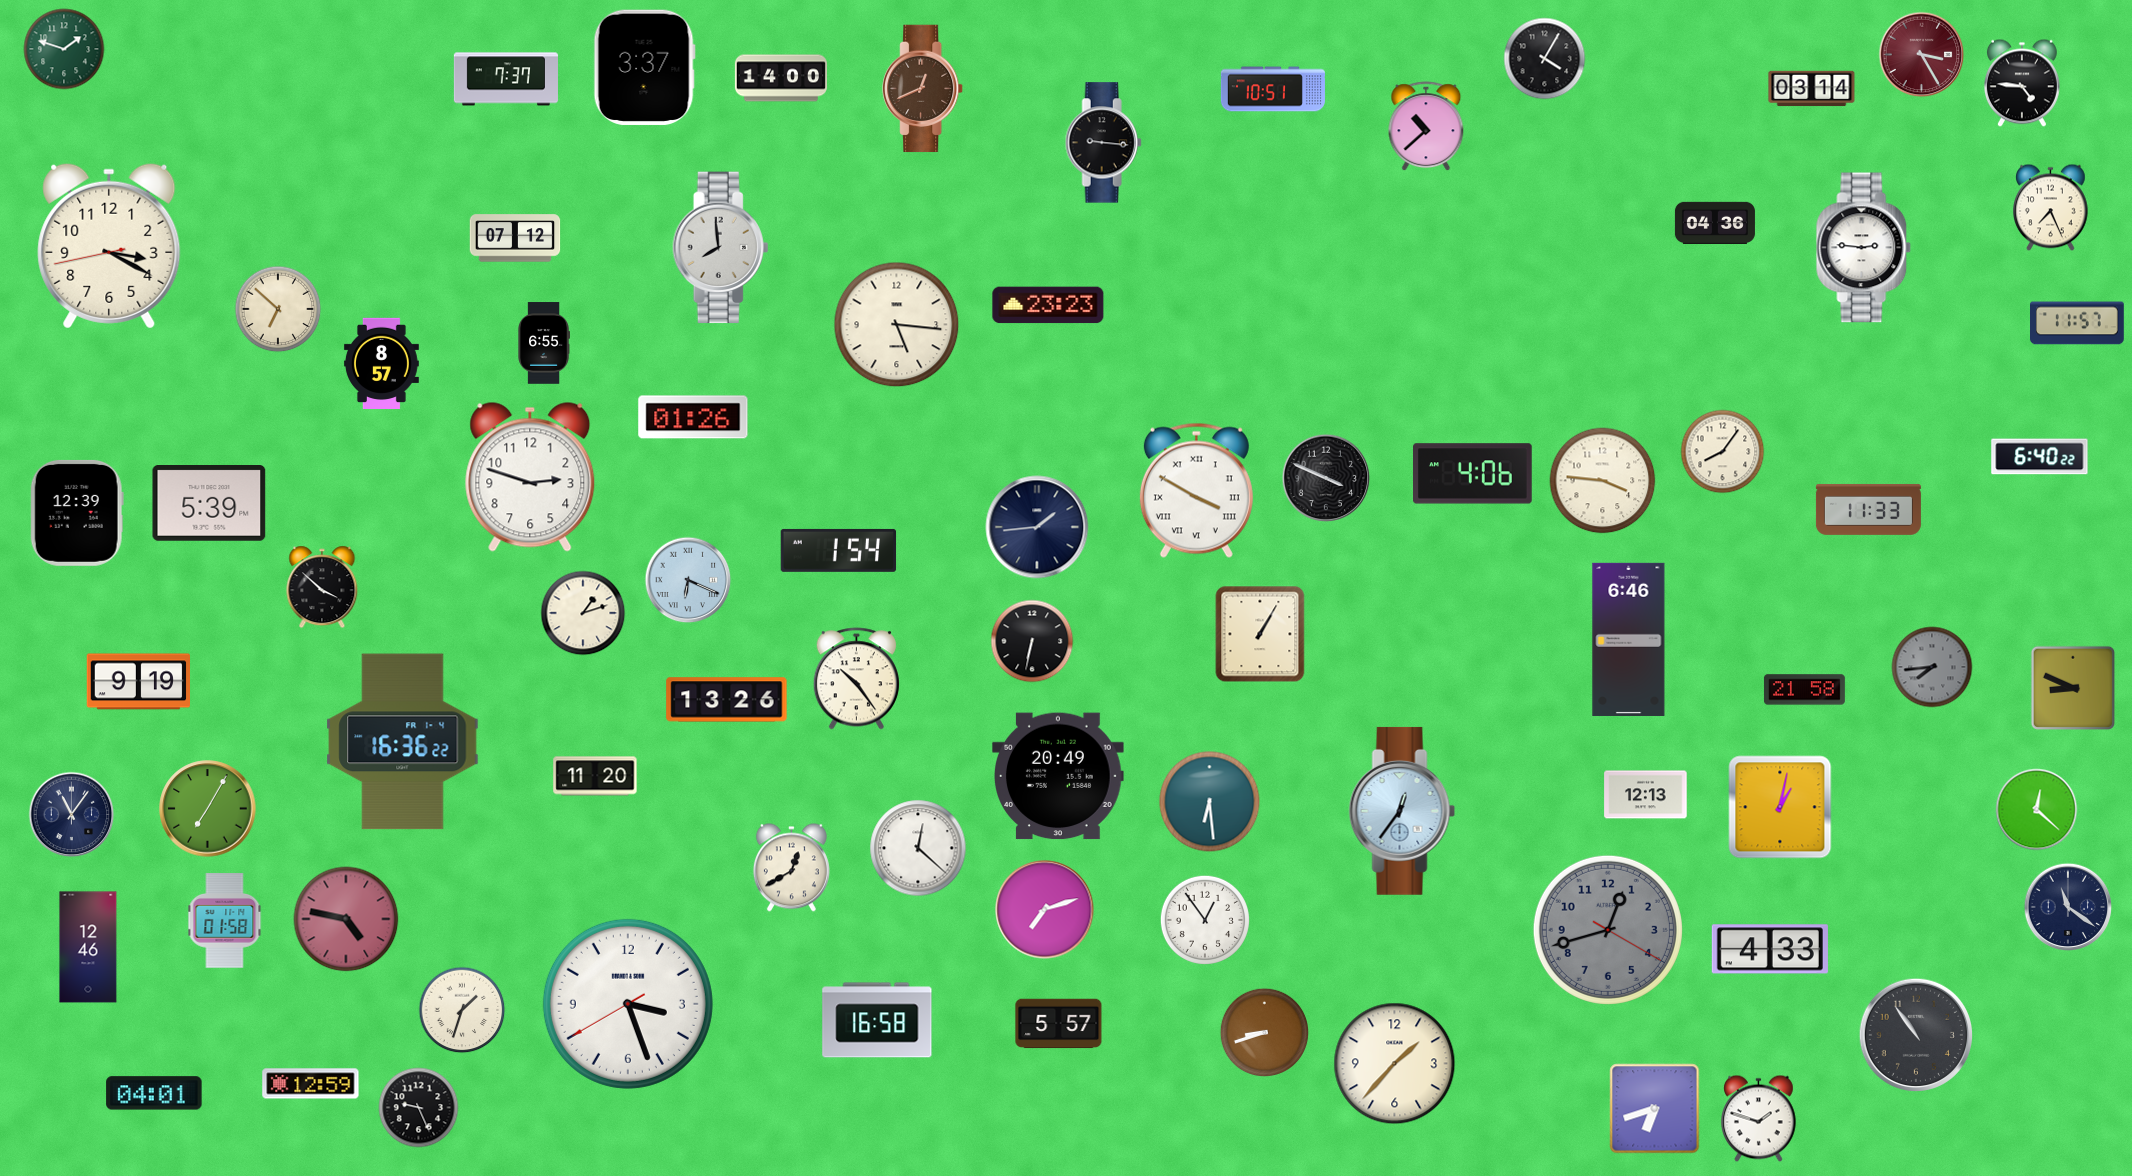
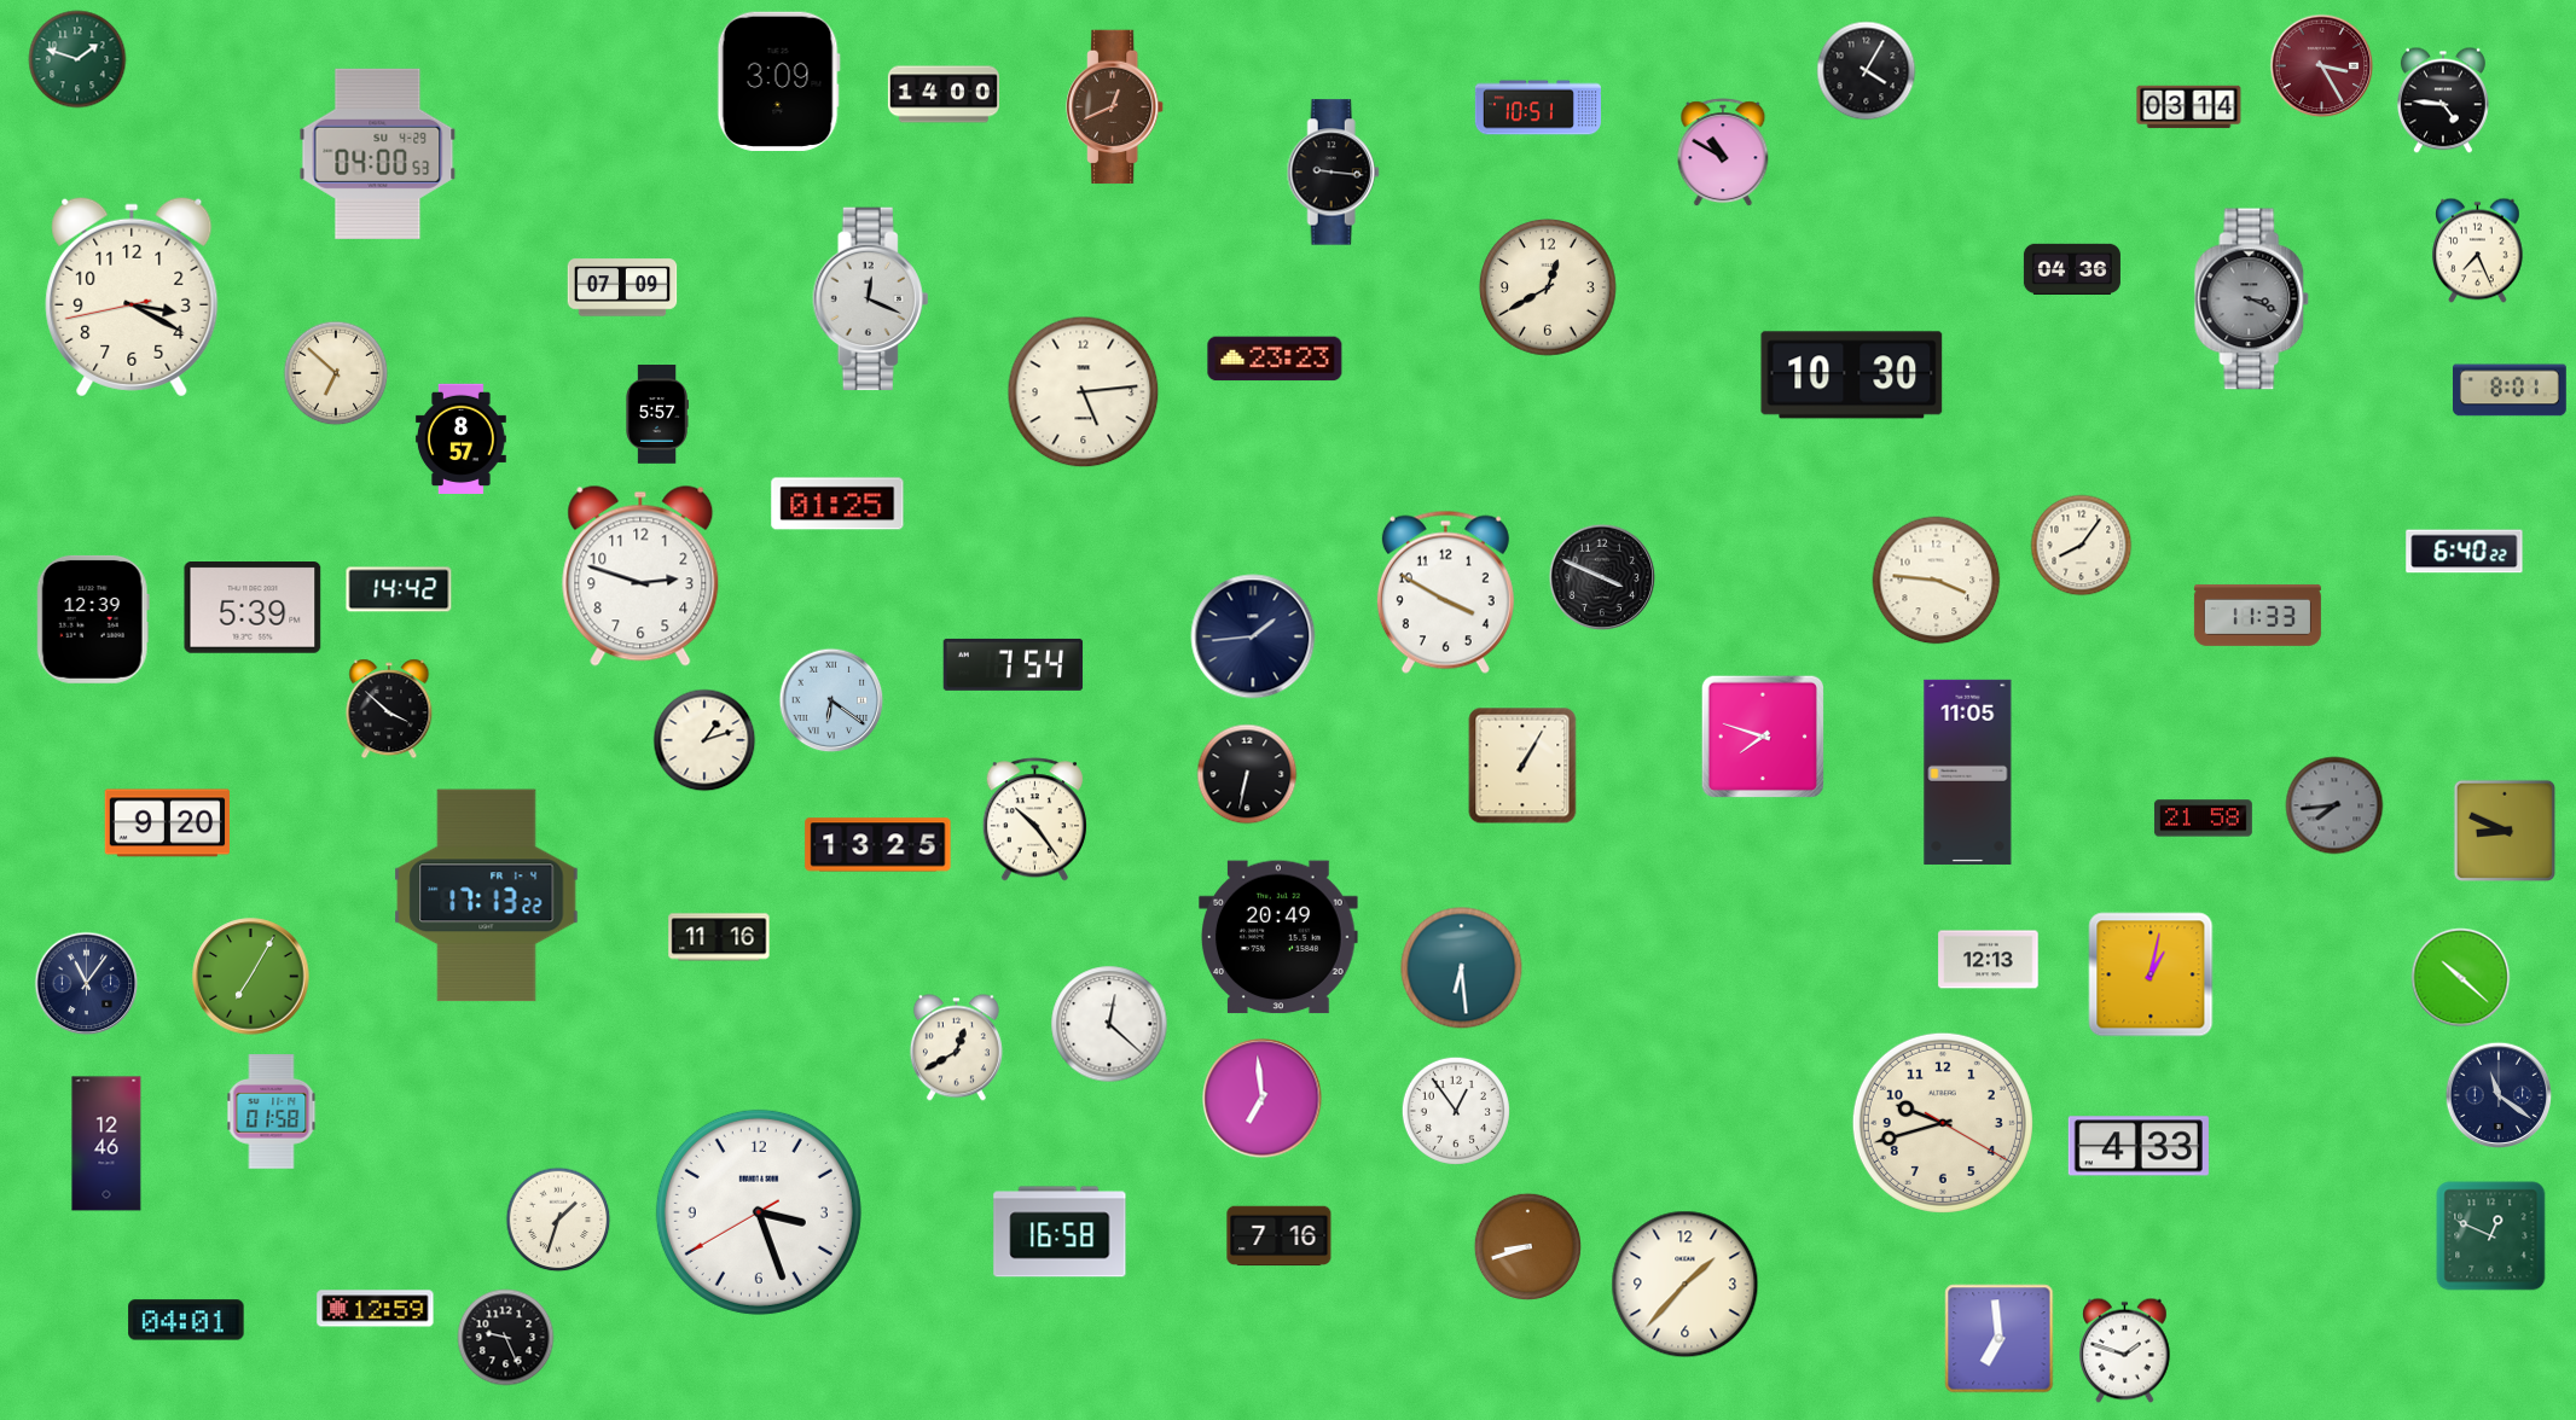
clock at (644, 67): 3:37 -> 3:09
clock at (506, 79): 7:37 -> none
clock at (378, 153): none -> 04:00
clock at (1426, 127): 10:38 -> 10:50
clock at (515, 238): 07:12 -> 07:09
clock at (1549, 289): none -> 12:40
clock at (721, 248): 7:59 -> 12:19
clock at (1864, 248): 2:46 -> 3:19
clock at (1864, 248) dial: white -> grey
clock at (1048, 305) position: (1048, 305) -> (1275, 359)
clock at (1852, 376): none -> 10:30
clock at (2078, 323): 11:57 -> 8:01
clock at (897, 325): 5:16 -> 5:14
clock at (544, 343): 6:55 -> 5:57
clock at (693, 417): 01:26 -> 01:25
clock at (1473, 474): 4:06 -> none
clock at (399, 589): none -> 14:42
clock at (1196, 490) numerals: Roman -> Arabic
clock at (839, 550): 1:54 -> 7:54
clock at (688, 580): 6:19 -> 6:21
clock at (1762, 735): none -> 7:48
clock at (1629, 639): 6:46 -> 11:05
clock at (139, 682): 9:19 -> 9:20
clock at (1804, 690) position: (1804, 690) -> (2203, 819)
clock at (727, 700): 13:26 -> 13:25
clock at (403, 742): 16:36 -> 17:13
clock at (595, 776): 11:20 -> 11:16
clock at (2037, 810): 12:22 -> 10:22
clock at (1402, 811): 12:36 -> none
clock at (1045, 910): 7:12 -> 6:59
clock at (346, 919): 4:47 -> none
clock at (1608, 930): 12:42 -> 9:42
clock at (1608, 930) dial: grey -> cream
clock at (1059, 1024): 5:57 -> 7:16
clock at (2491, 1236): none -> 12:49
clock at (1915, 1034): 10:54 -> none
clock at (1655, 1109): 6:42 -> 6:59
